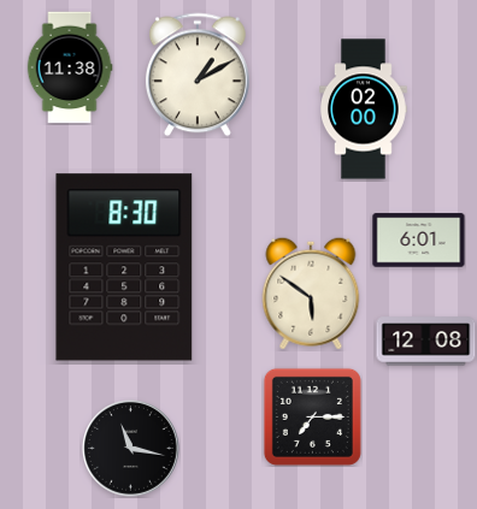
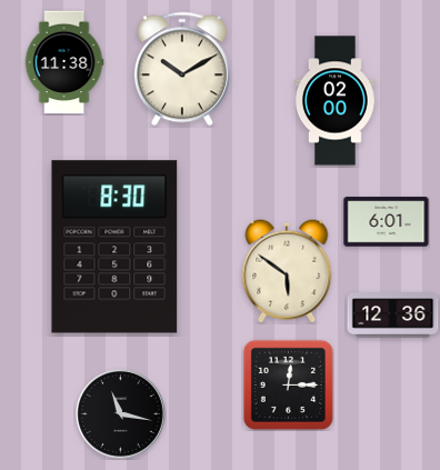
clock at (198, 75): 1:10 -> 10:10
clock at (426, 342): 12:08 -> 12:36
clock at (312, 416): 7:15 -> 12:15
